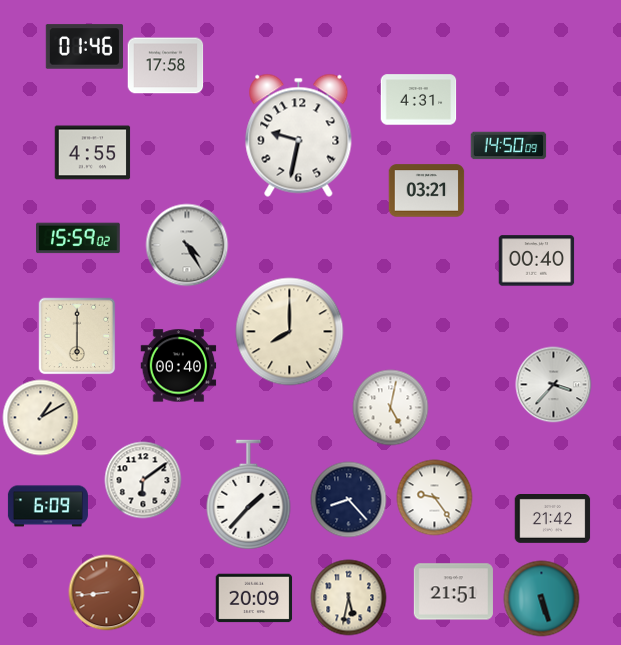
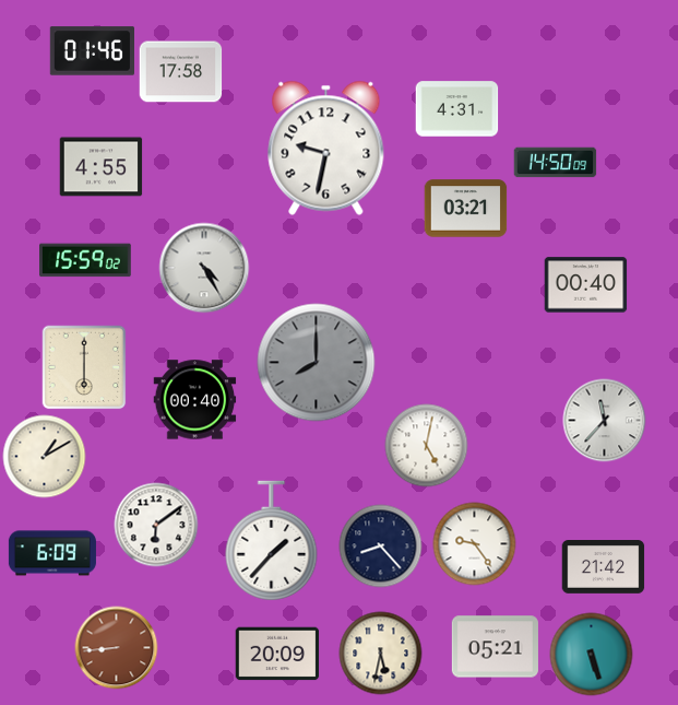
clock at (509, 146) position: (509, 146) -> (556, 163)
clock at (290, 332) dial: cream -> grey
clock at (554, 385): 3:37 -> 11:37
clock at (453, 592): 21:51 -> 05:21
